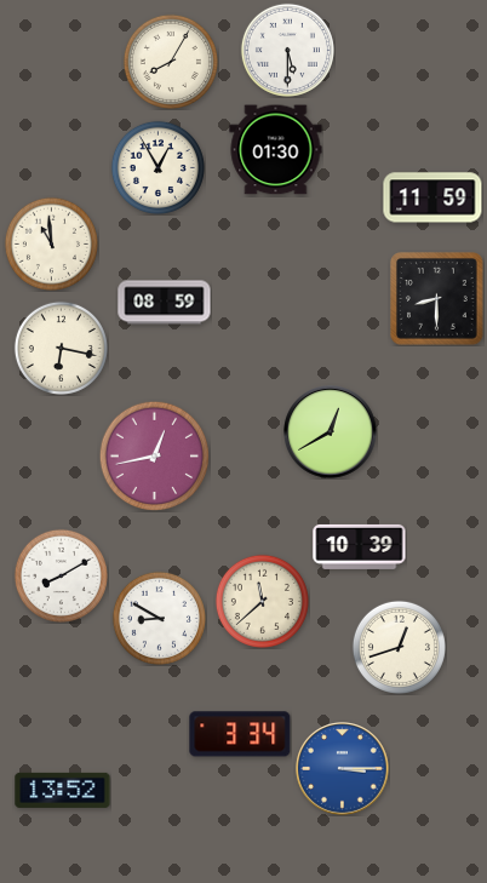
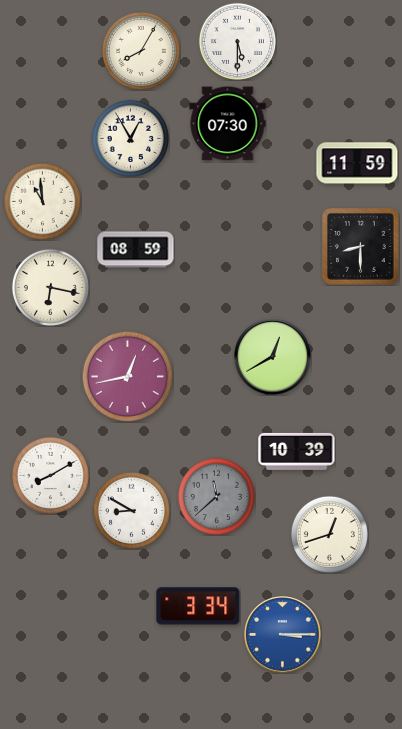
clock at (276, 150): 01:30 -> 07:30
clock at (262, 601) dial: cream -> grey
clock at (63, 790): 13:52 -> none
